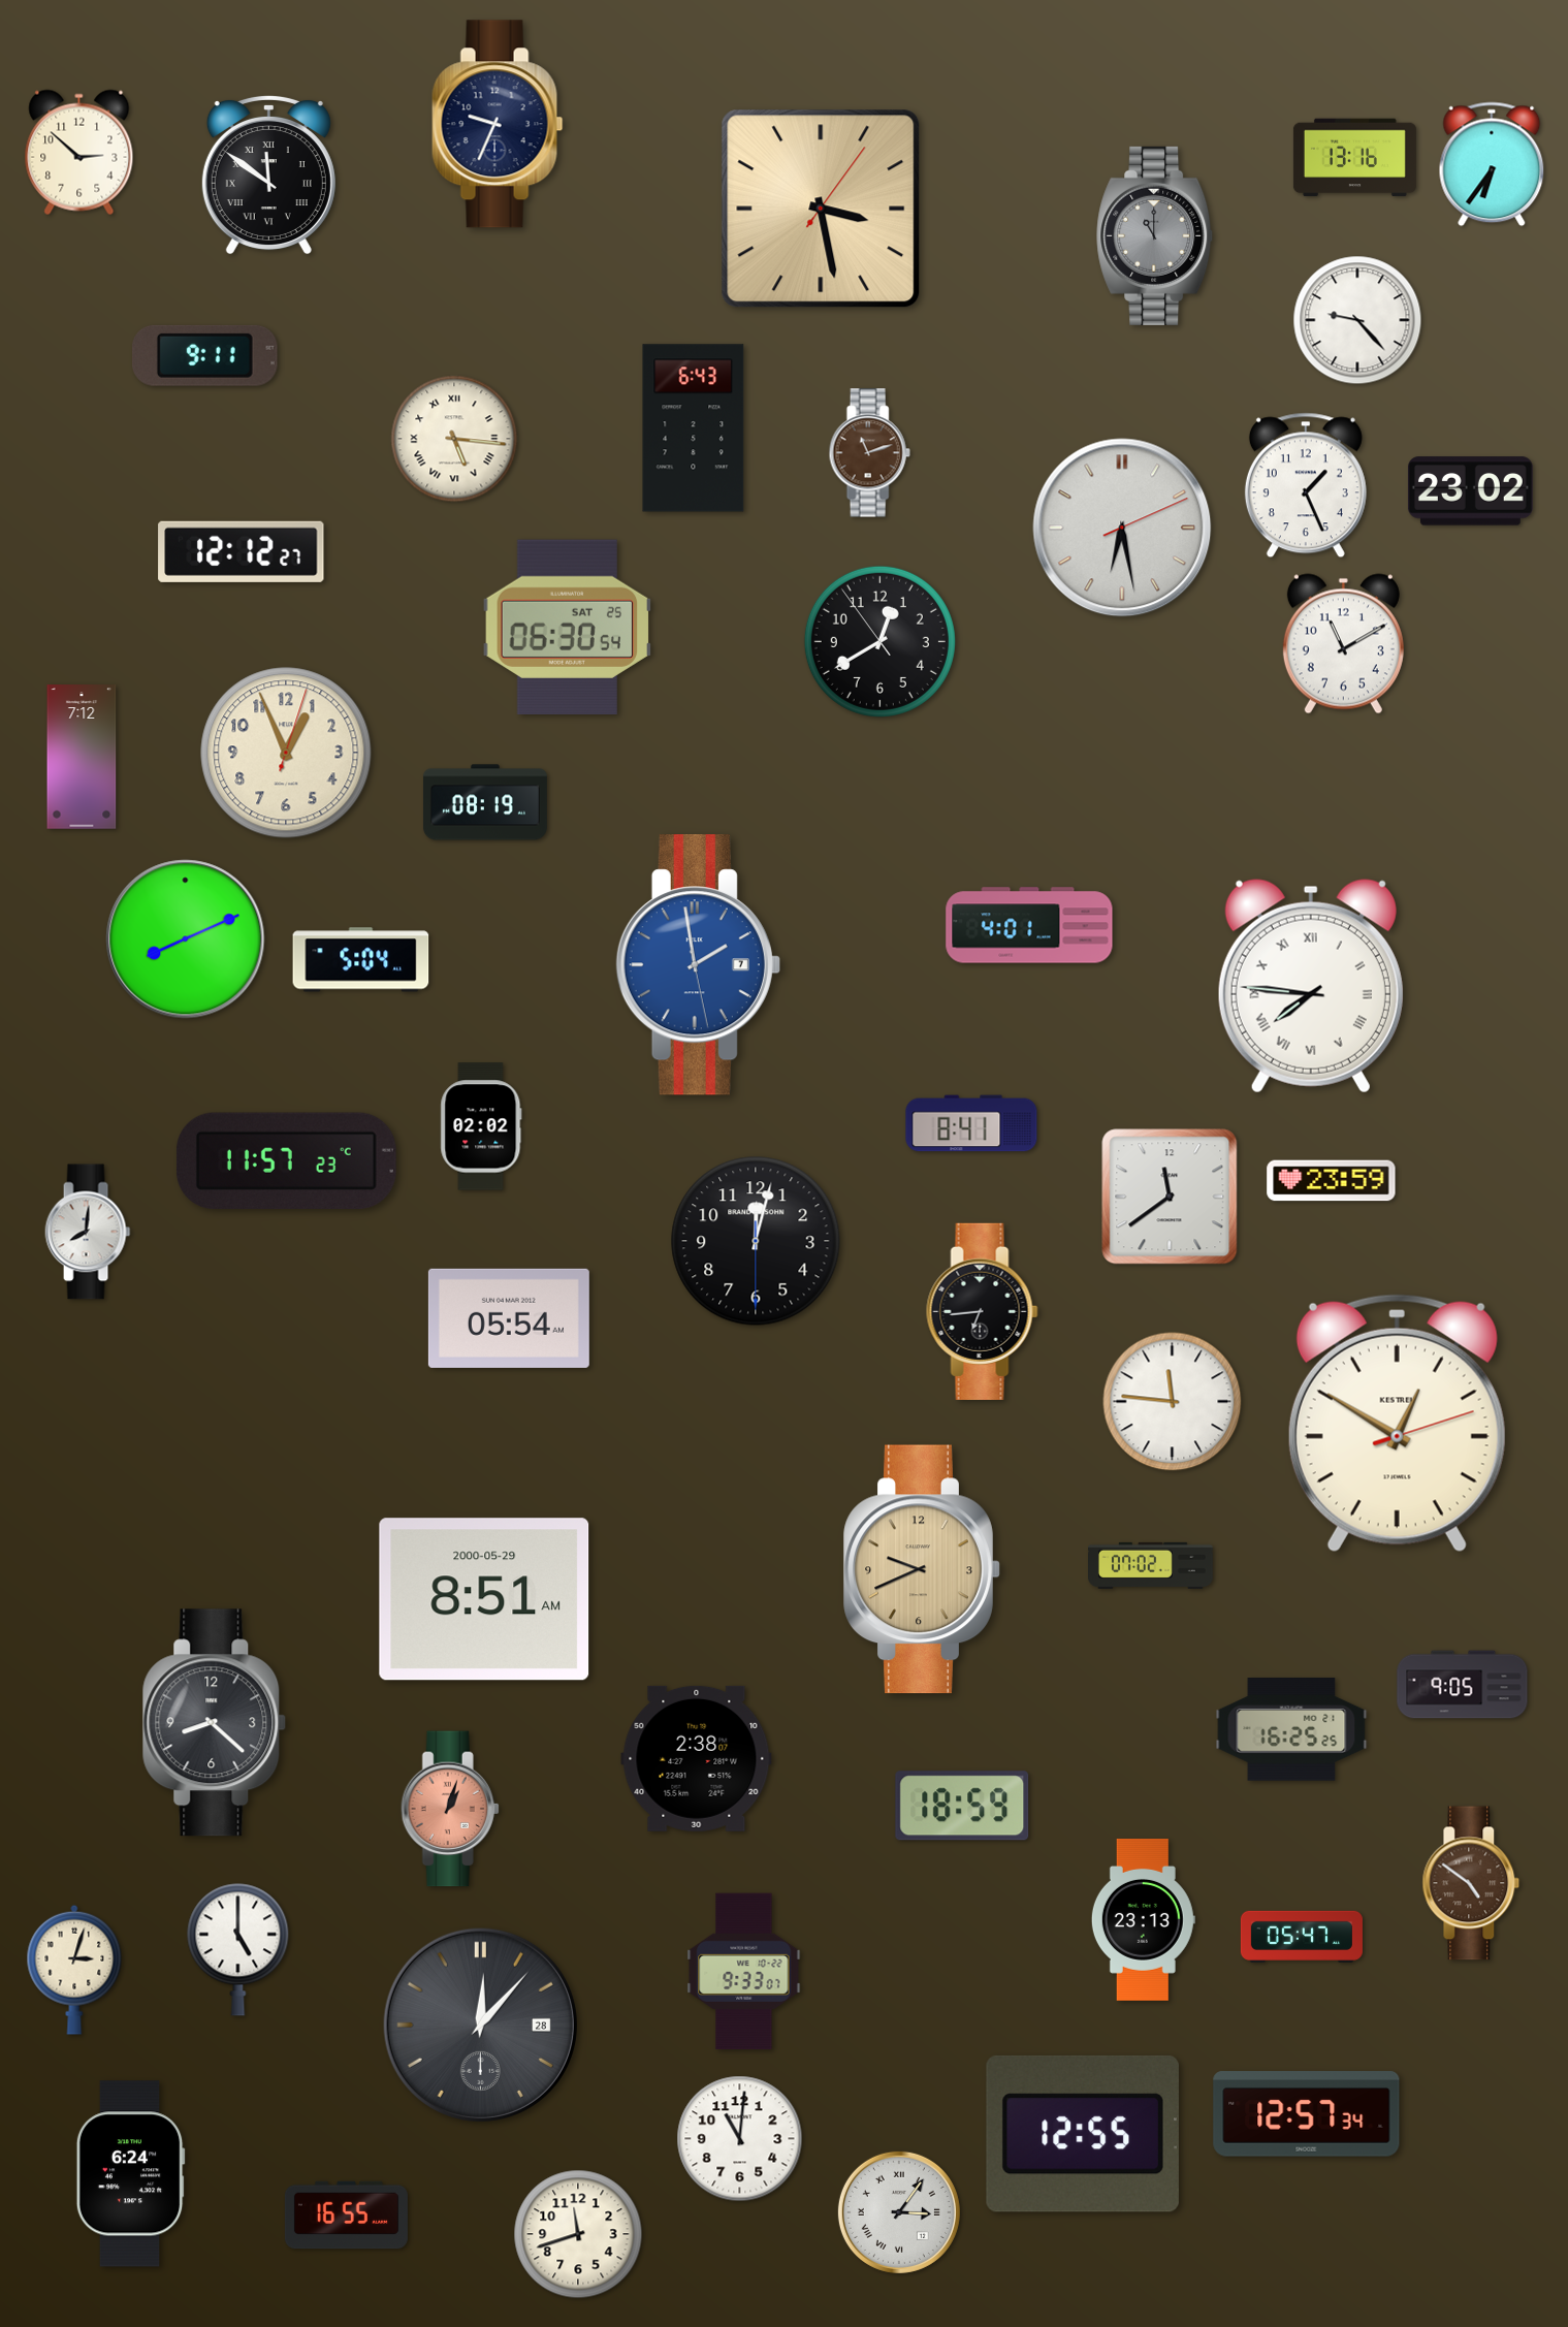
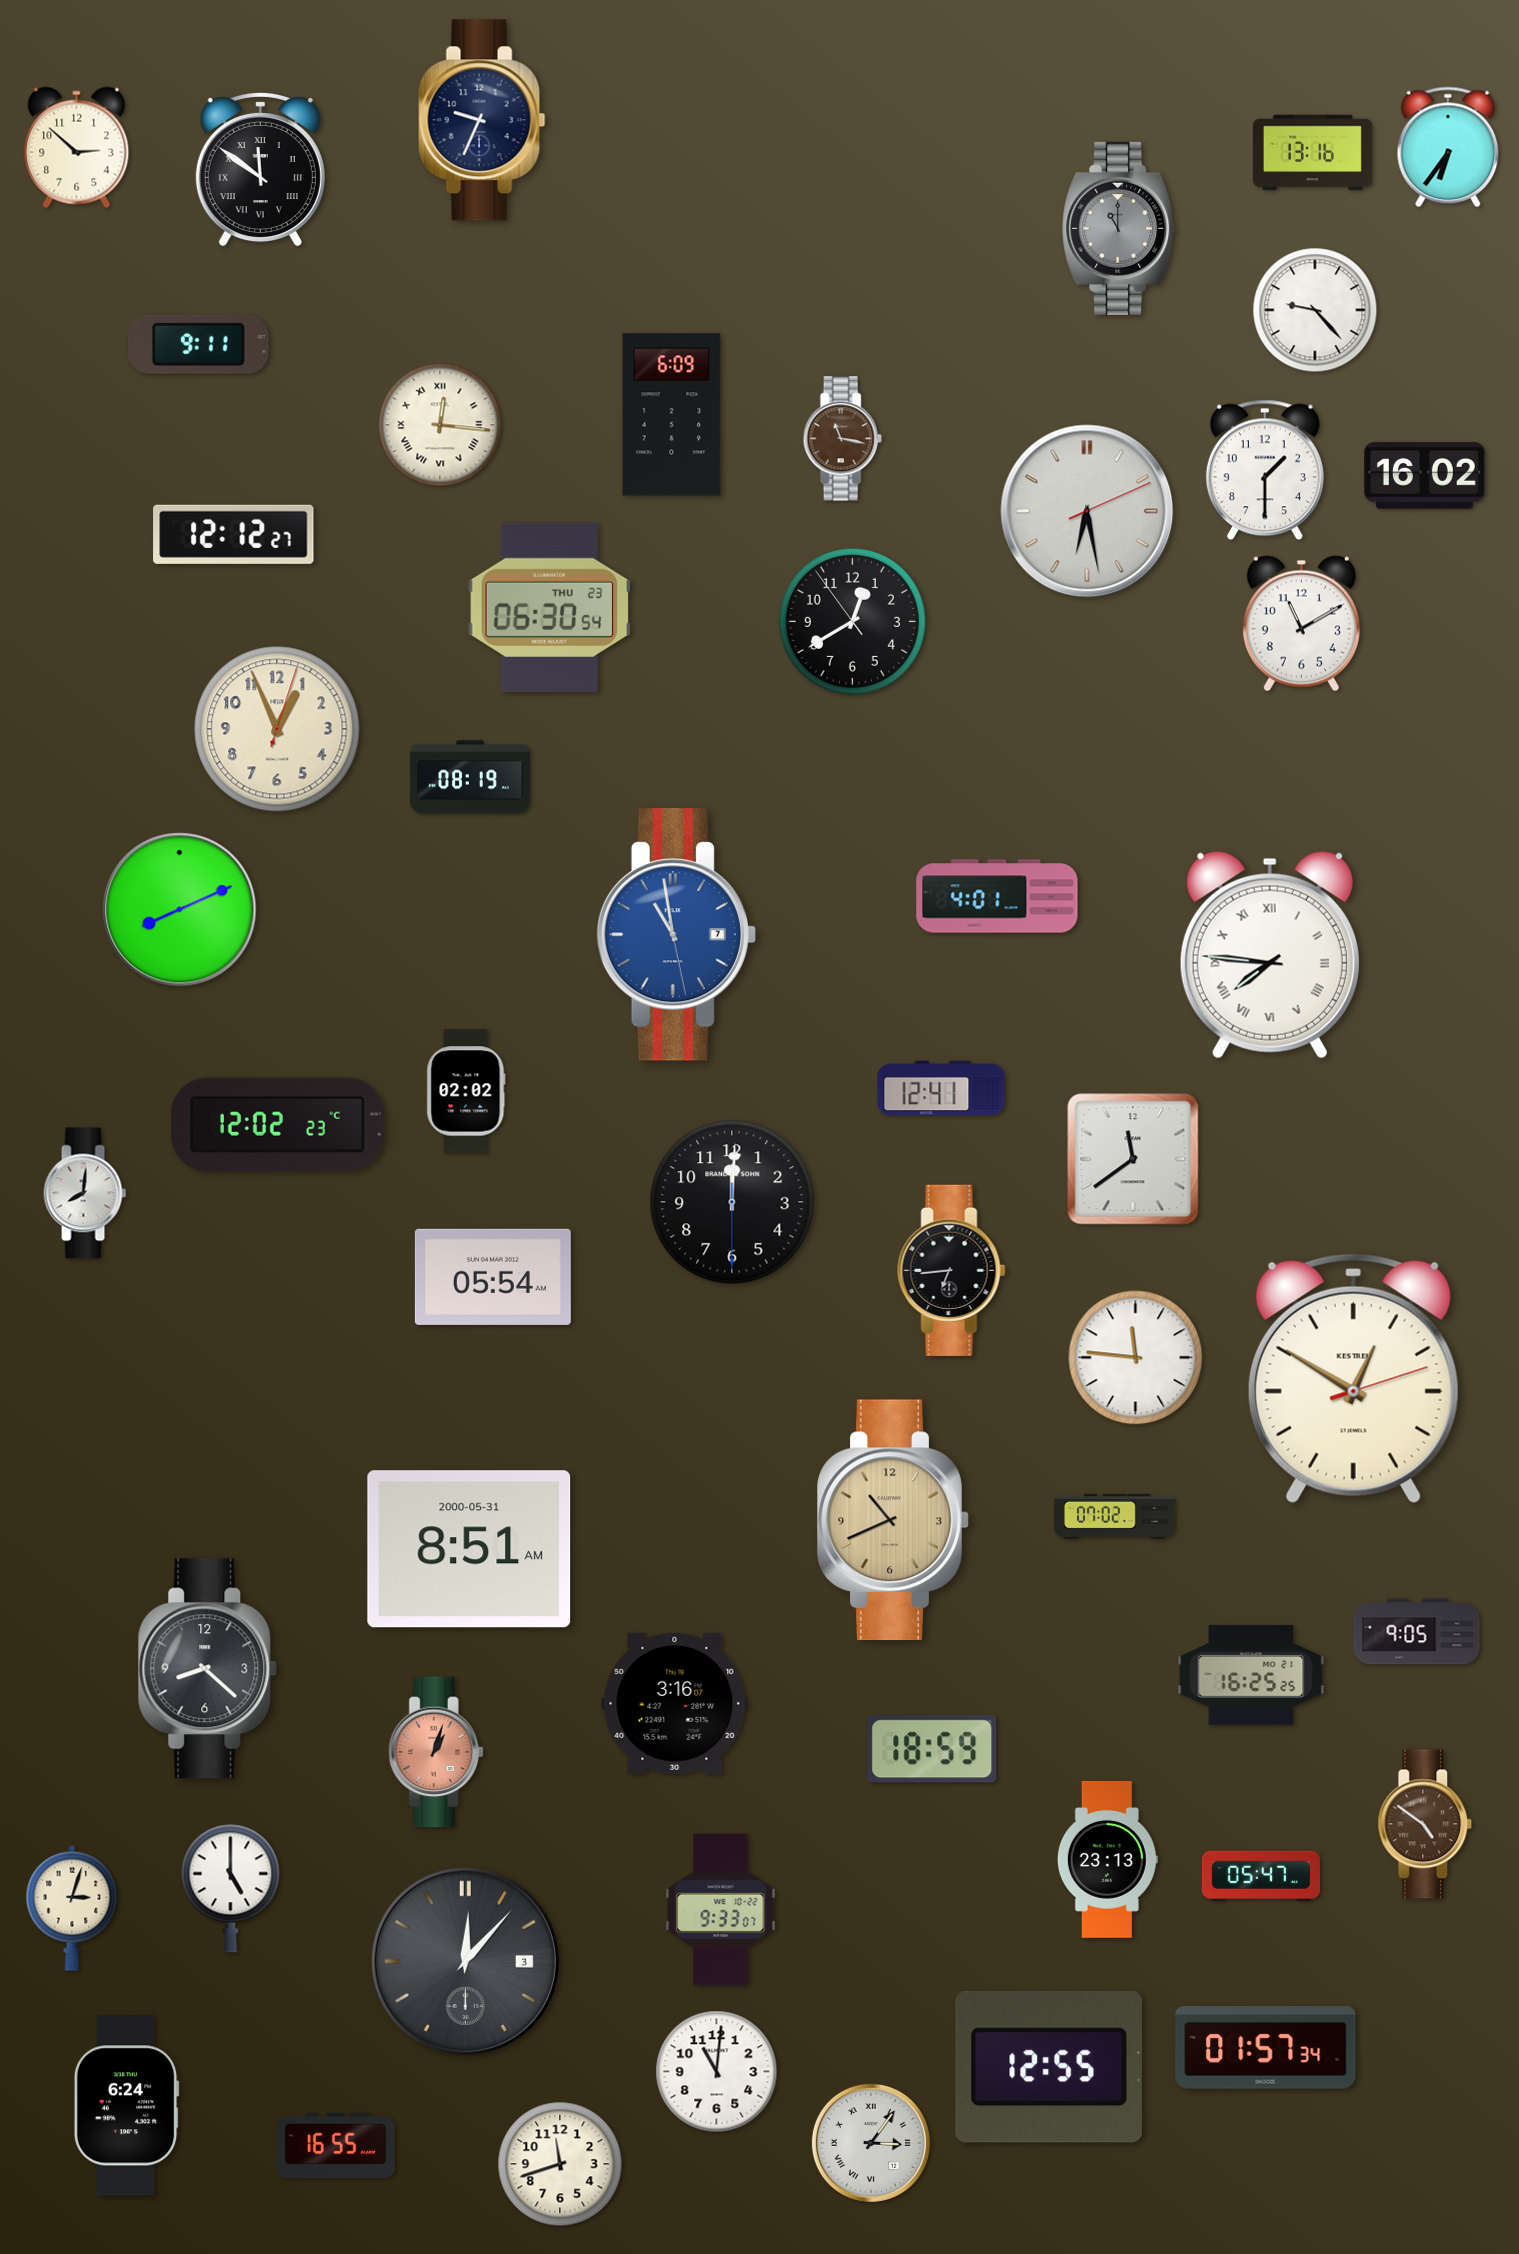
clock at (1492, 164) position: (1492, 164) -> (1448, 147)
clock at (821, 209): 3:28 -> none
clock at (694, 428): 6:43 -> 6:09
clock at (454, 439): 5:16 -> 12:16
clock at (869, 453): 11:12 -> 11:17
clock at (1306, 485): 1:26 -> 1:30
clock at (1470, 491): 23:02 -> 16:02
clock at (568, 628) date: SAT 25 -> THU 23
clock at (82, 757): 7:12 -> none
clock at (361, 960): 5:04 -> none
clock at (698, 965): 1:58 -> 10:58
clock at (971, 1123): 8:41 -> 12:41
clock at (286, 1160): 11:57 -> 12:02
clock at (1332, 1181): 23:59 -> none
clock at (756, 1241): 12:02 -> 12:00
clock at (922, 1569): 9:41 -> 10:41
clock at (484, 1599) date: 2000-05-29 -> 2000-05-31
clock at (697, 1758): 2:38 -> 3:16
clock at (480, 2025) date: 28 -> 3
clock at (1307, 2114): 12:57 -> 01:57
